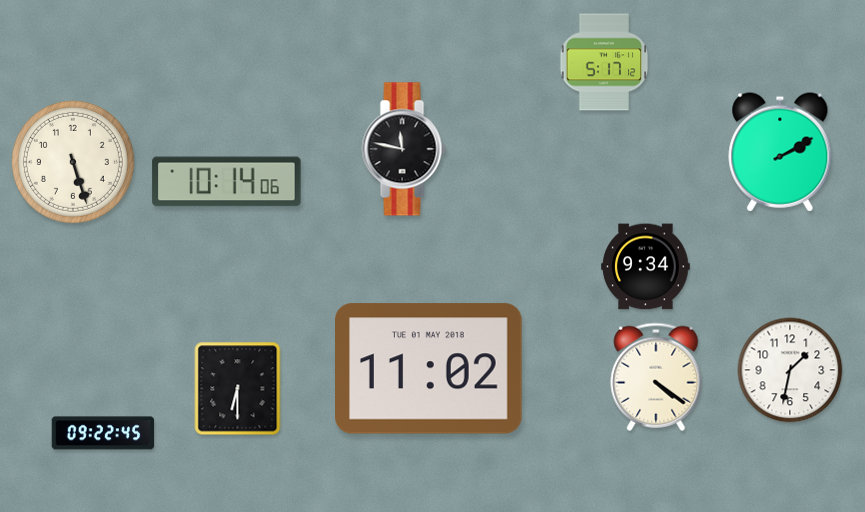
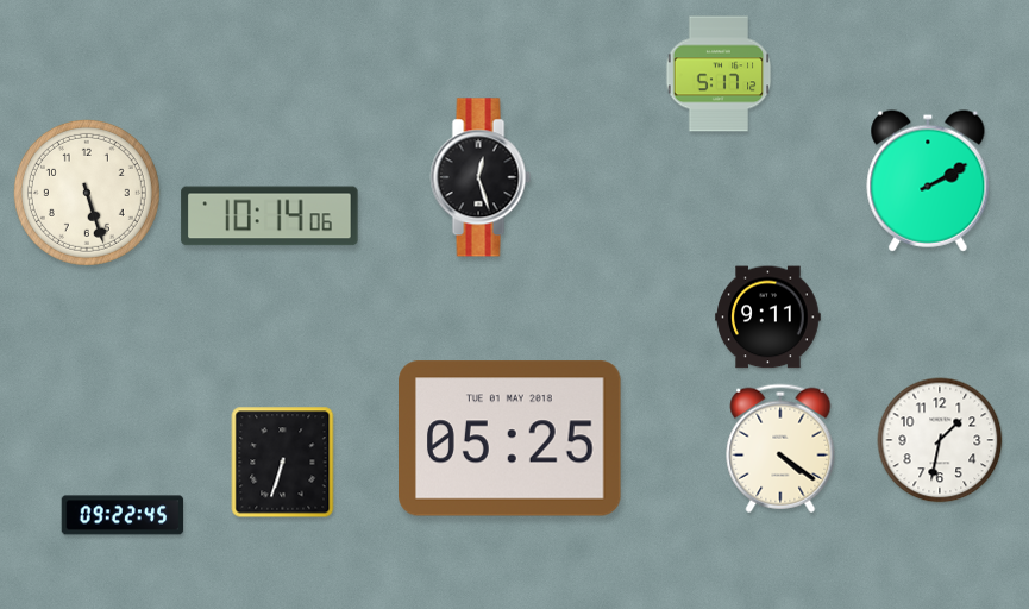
clock at (404, 149): 11:47 -> 12:27
clock at (646, 267): 9:34 -> 9:11
clock at (429, 369): 11:02 -> 05:25
clock at (238, 389): 6:30 -> 6:33
